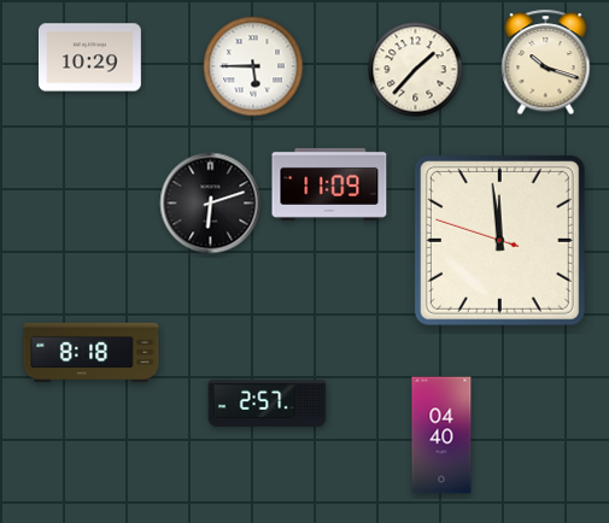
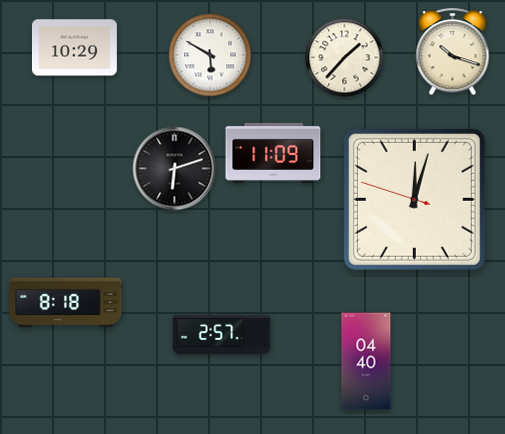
clock at (253, 66): 5:45 -> 5:50
clock at (499, 240): 11:58 -> 12:02
clock at (92, 353) position: (92, 353) -> (66, 303)
